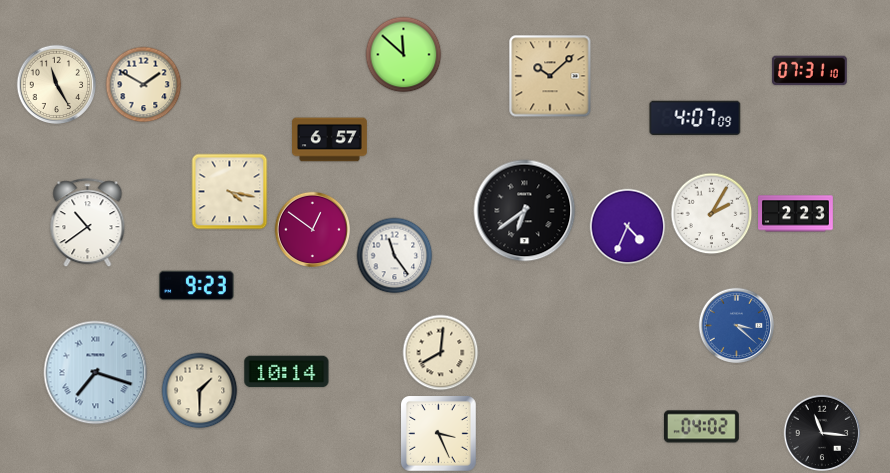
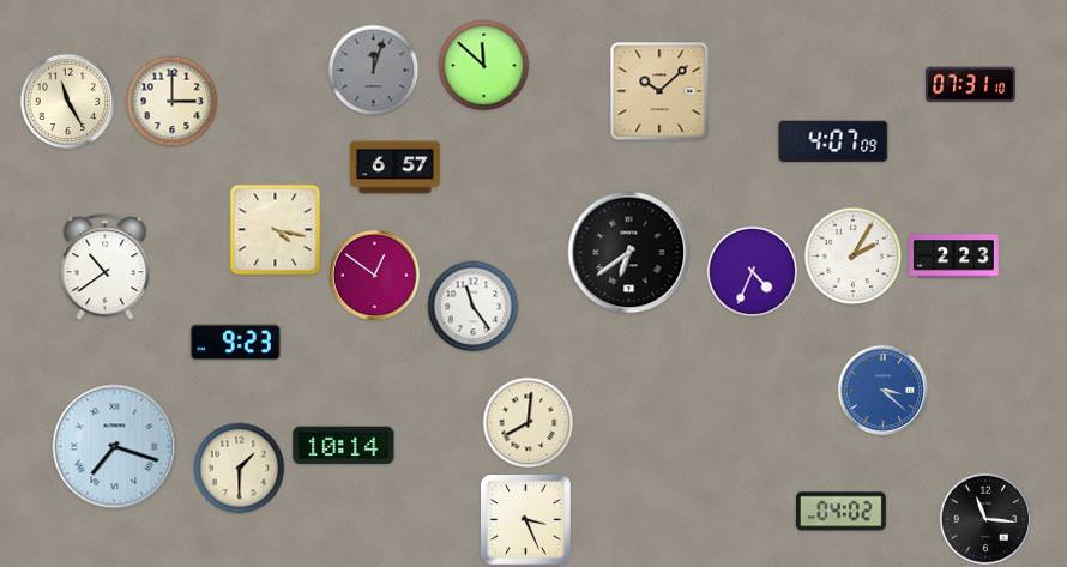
clock at (374, 71): none -> 12:03
clock at (144, 85): 1:50 -> 3:00
